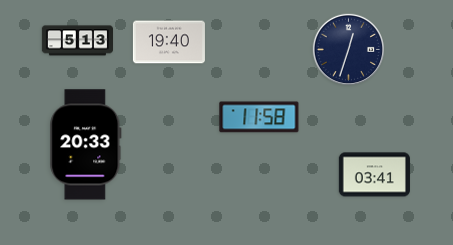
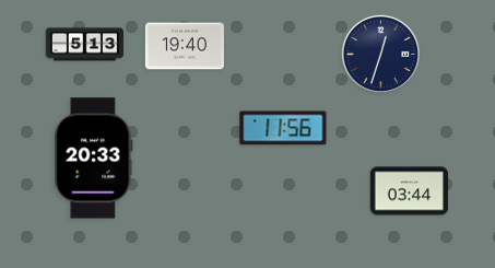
clock at (259, 117): 11:58 -> 11:56
clock at (374, 175): 03:41 -> 03:44
